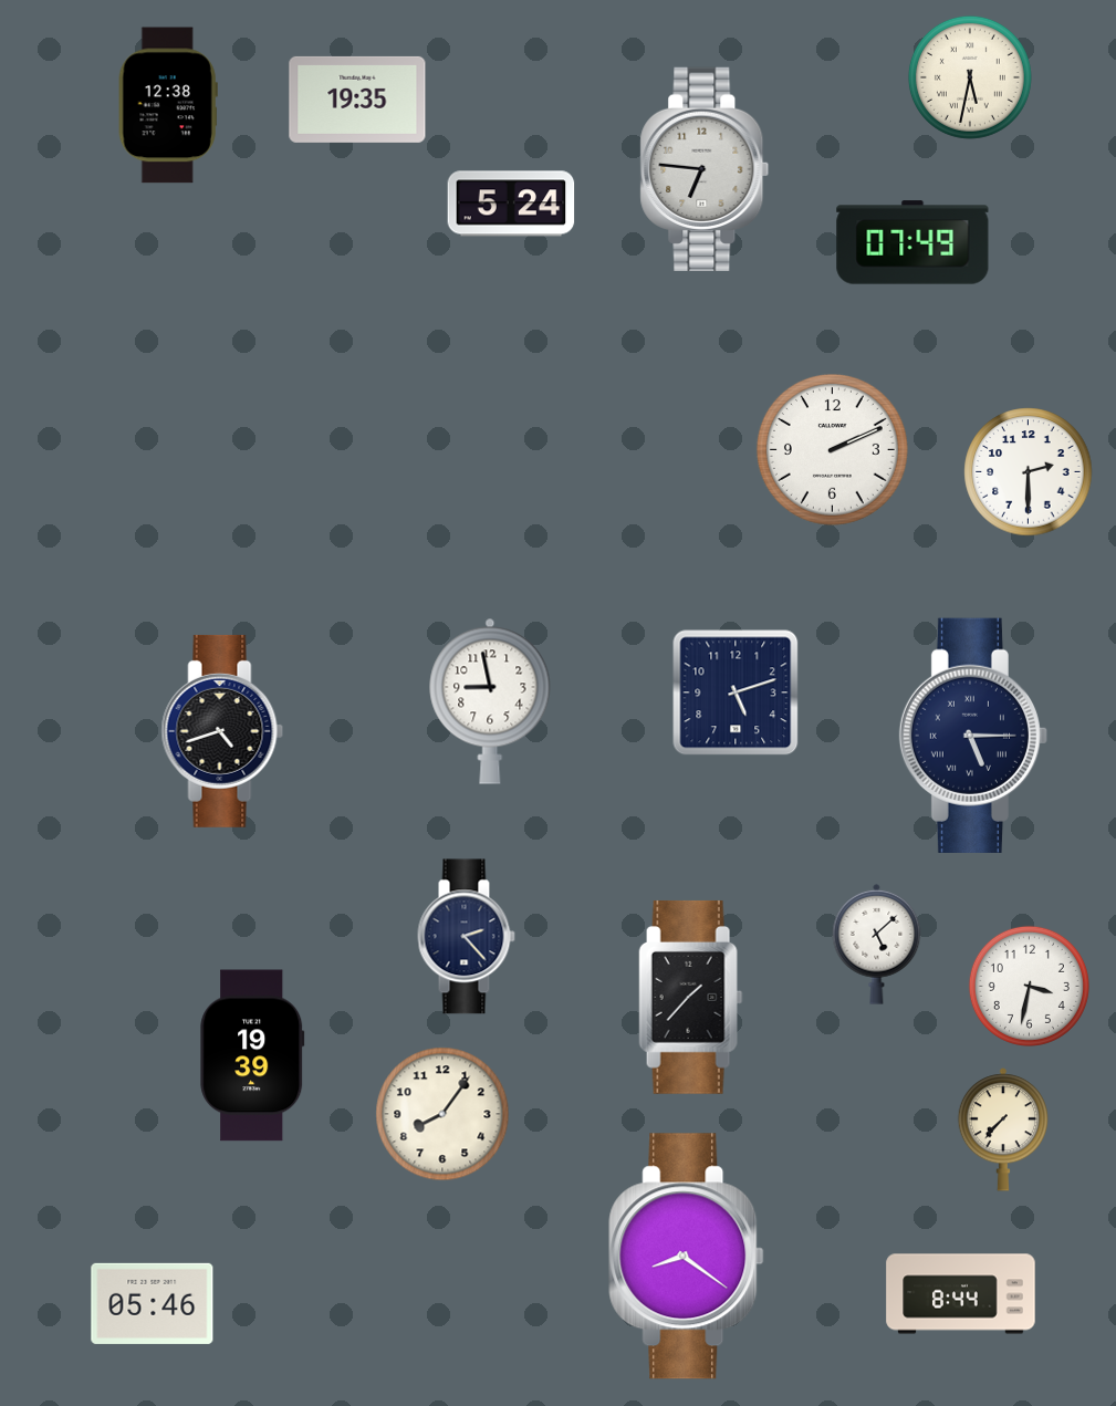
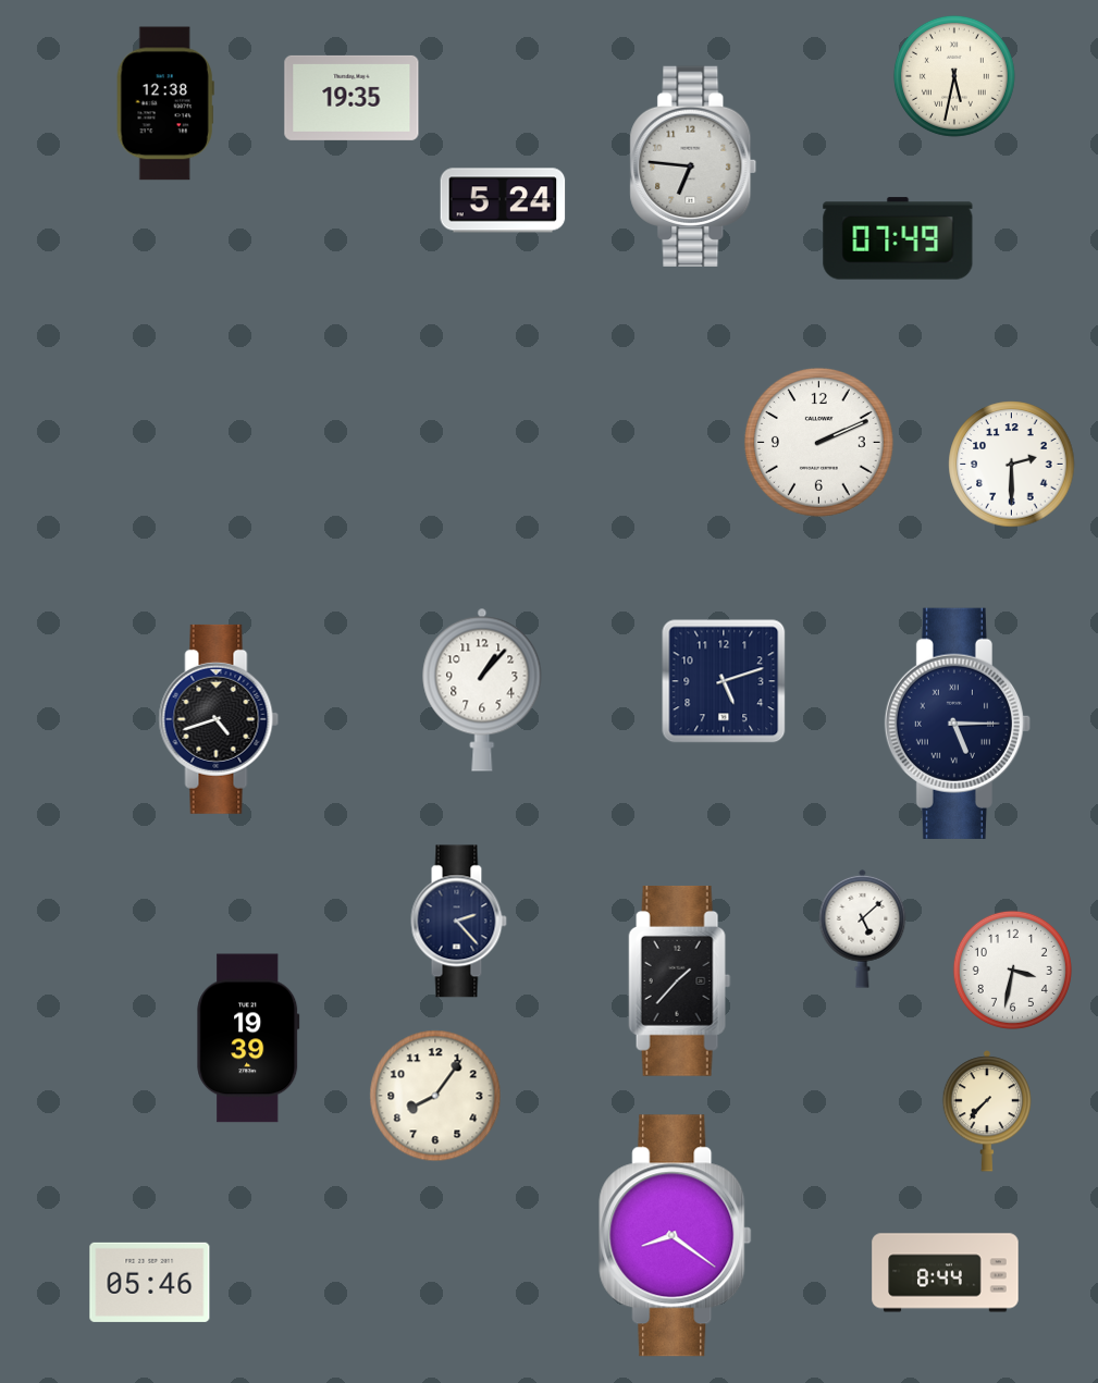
clock at (490, 701): 8:58 -> 1:07
